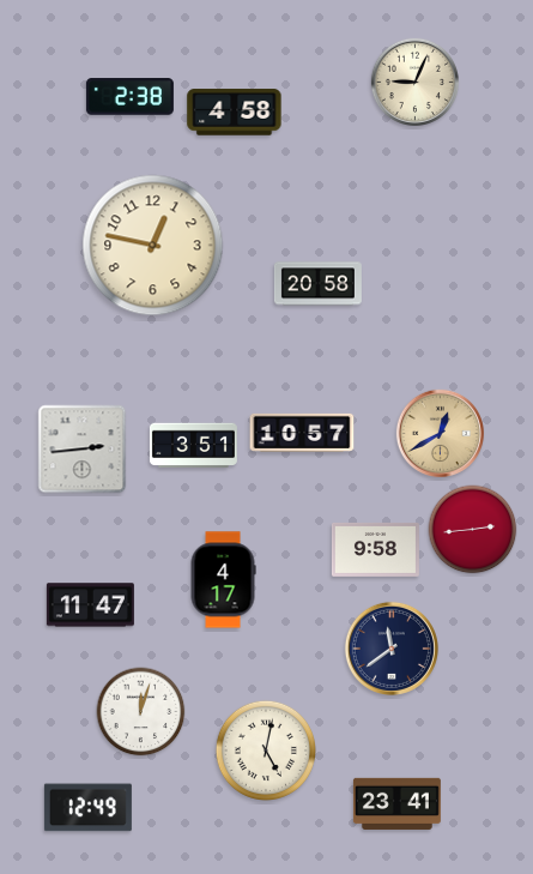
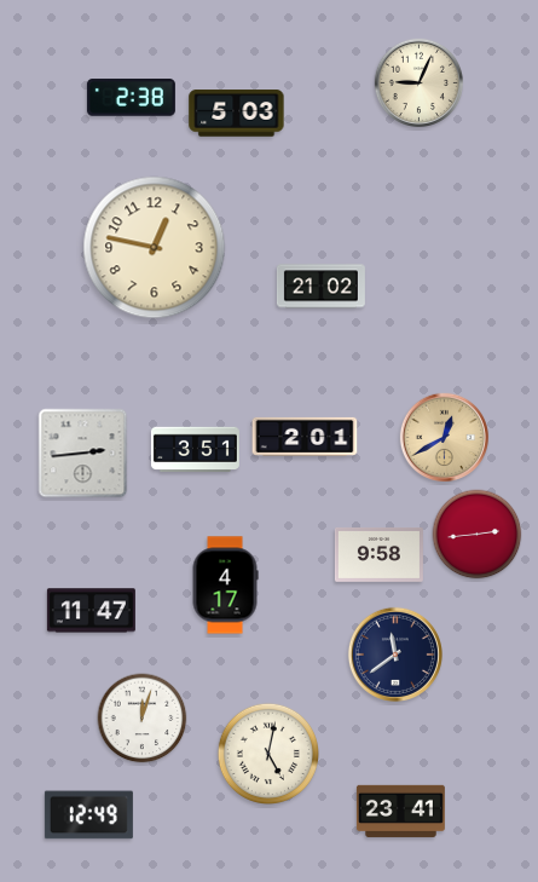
clock at (235, 113): 4:58 -> 5:03
clock at (317, 284): 20:58 -> 21:02
clock at (302, 433): 10:57 -> 2:01
clock at (265, 749) position: (265, 749) -> (267, 753)
